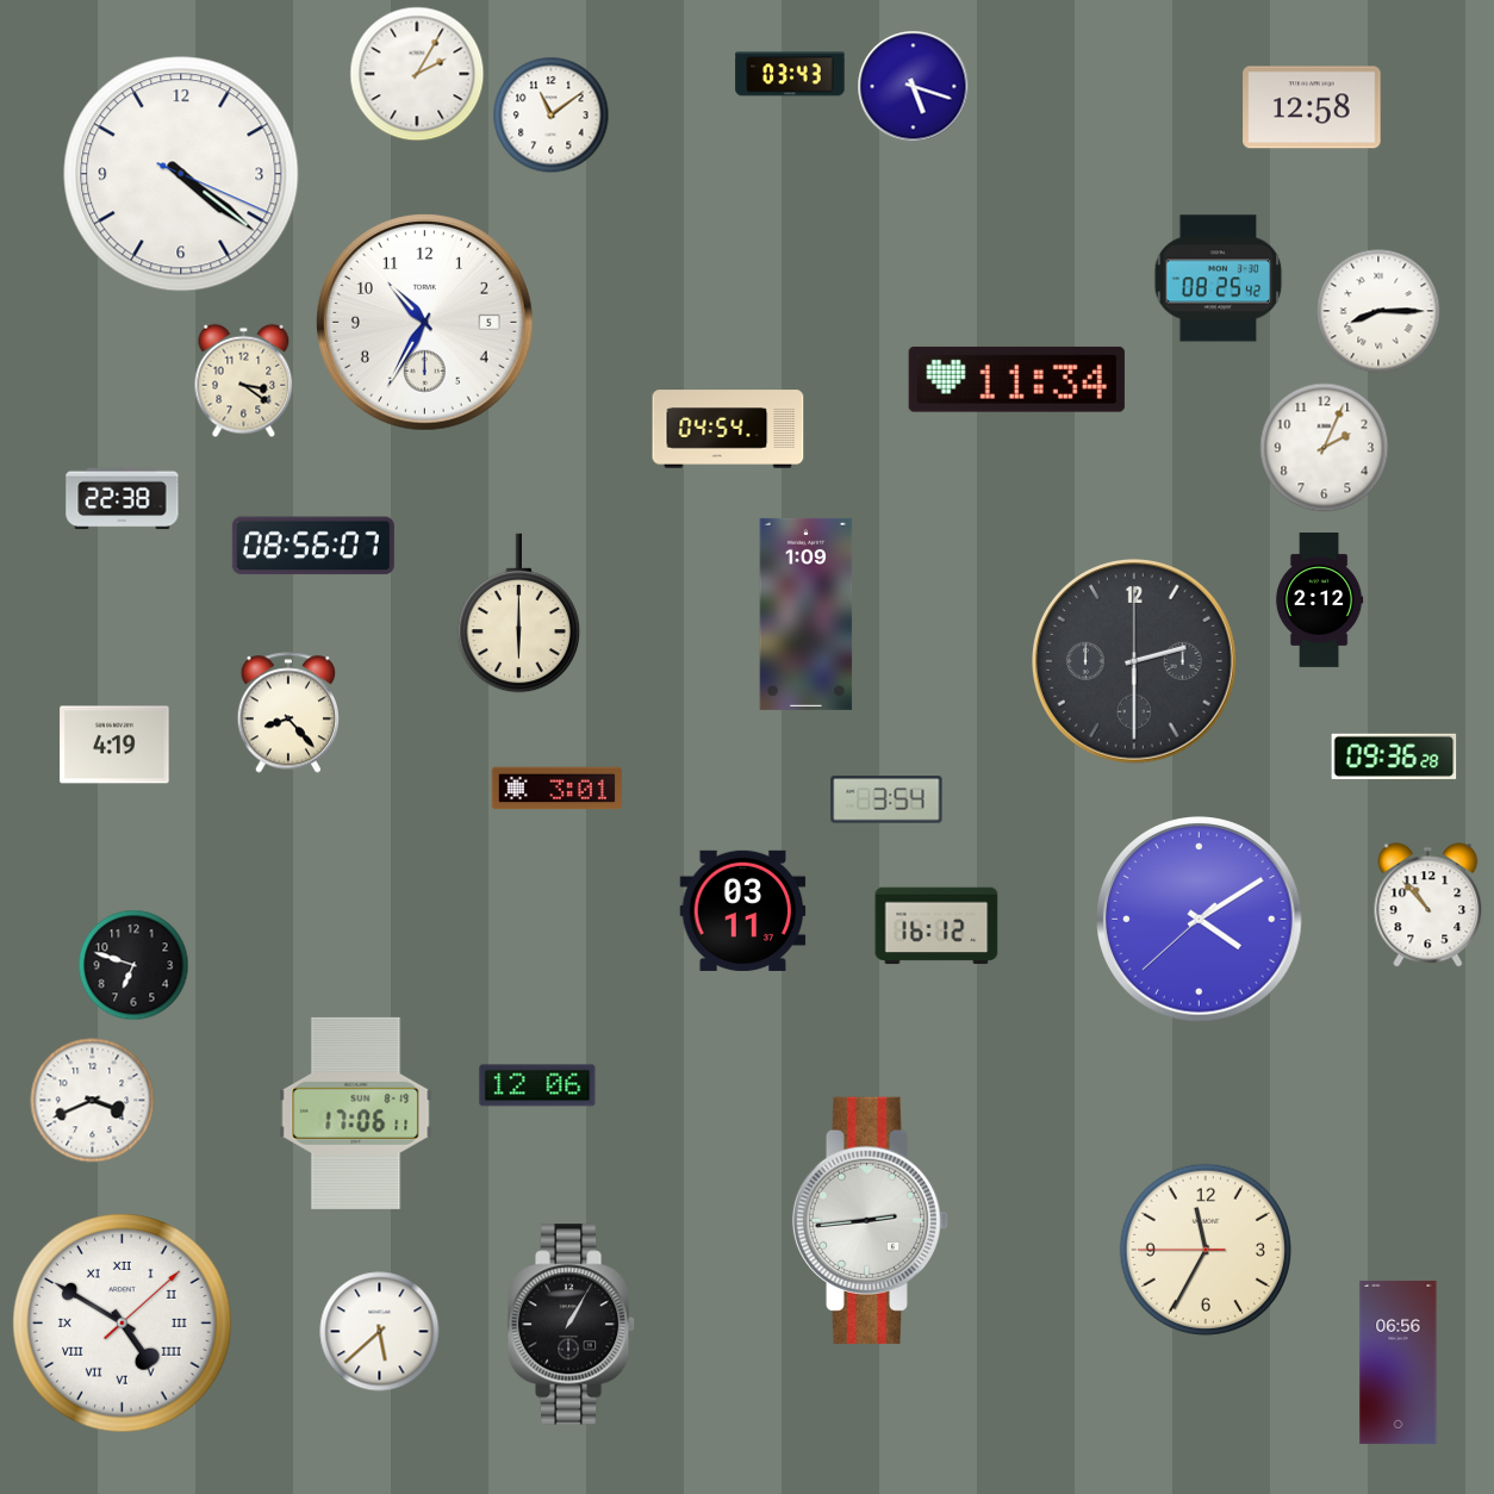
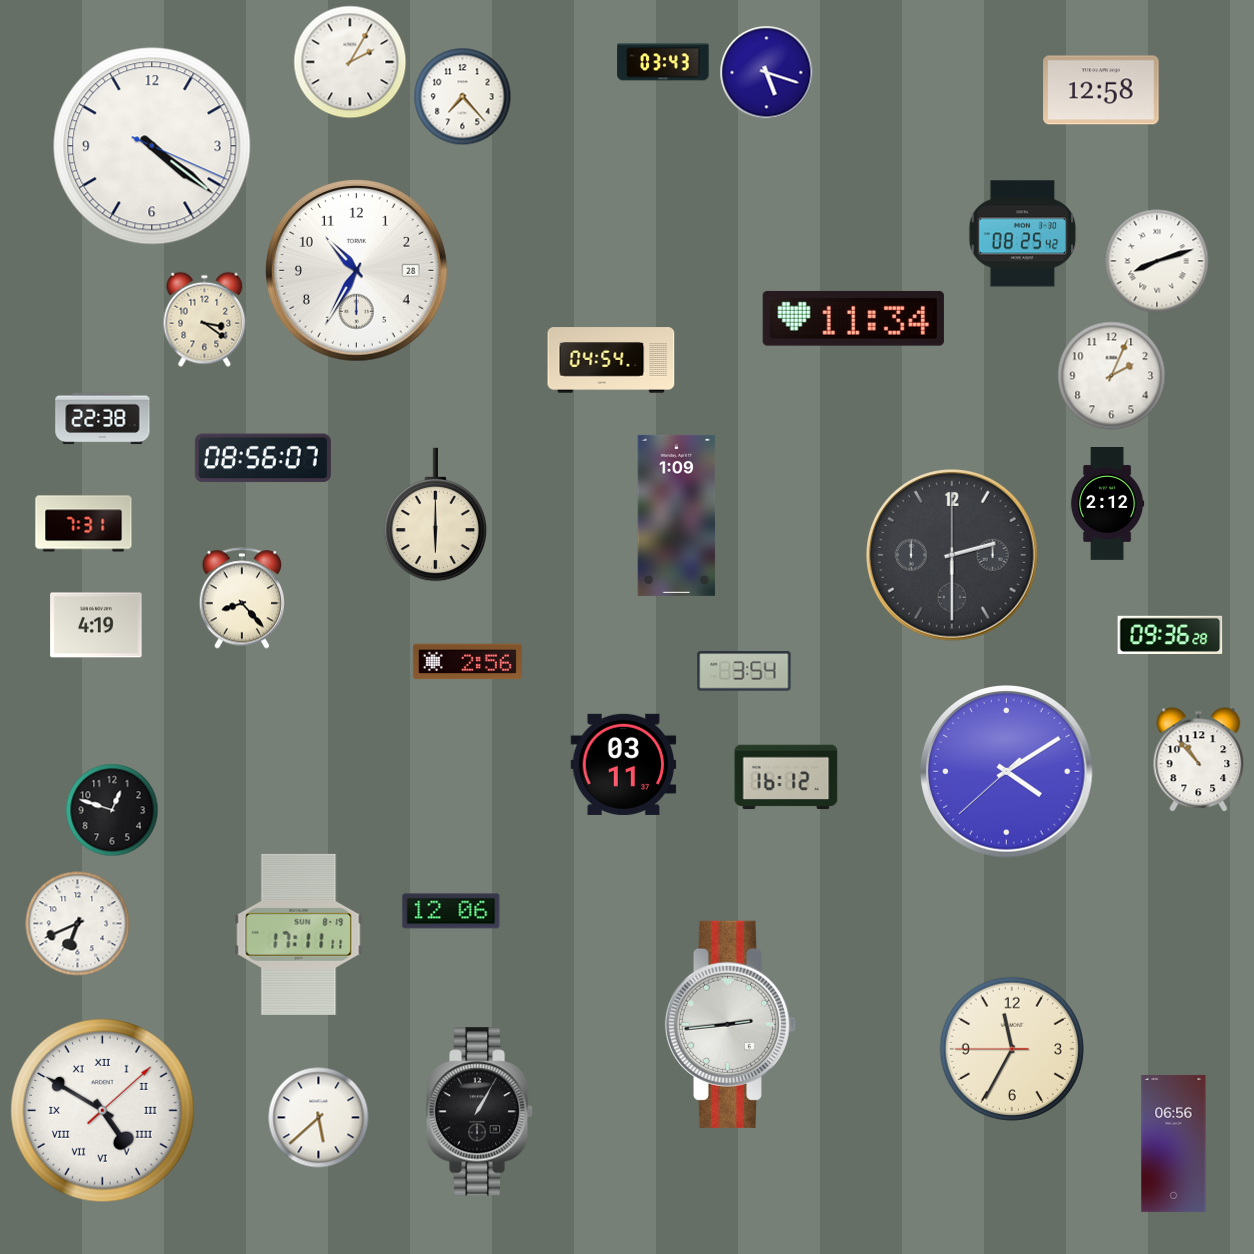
clock at (552, 116): 11:09 -> 7:23
clock at (1378, 311): 8:15 -> 8:12
clock at (424, 322) date: 5 -> 28
clock at (84, 524): none -> 7:31
clock at (556, 789): 3:01 -> 2:56
clock at (133, 965): 6:48 -> 12:48
clock at (93, 1101): 3:41 -> 6:41
clock at (356, 1113): 17:06 -> 17:11
